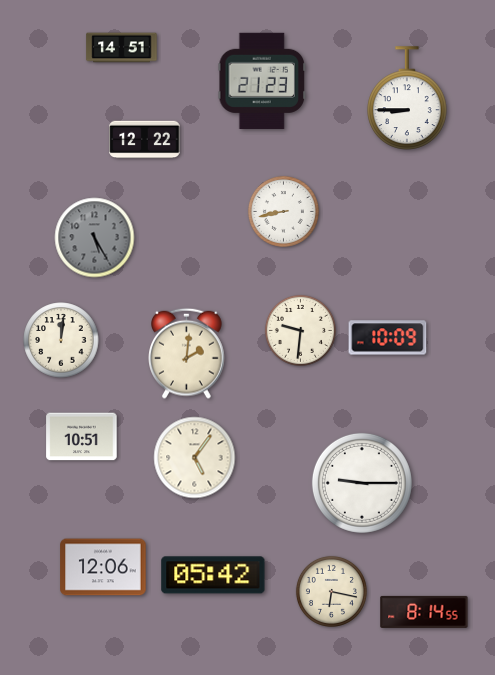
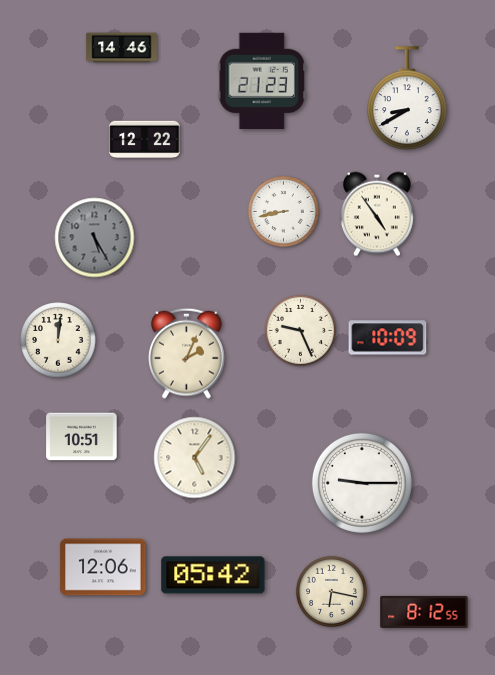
clock at (122, 48): 14:51 -> 14:46
clock at (408, 98): 8:45 -> 8:40
clock at (377, 214): none -> 4:54
clock at (300, 330): 9:31 -> 9:26
clock at (61, 340) position: (61, 340) -> (58, 340)
clock at (187, 353): 2:01 -> 2:04
clock at (424, 612): 8:14 -> 8:12
